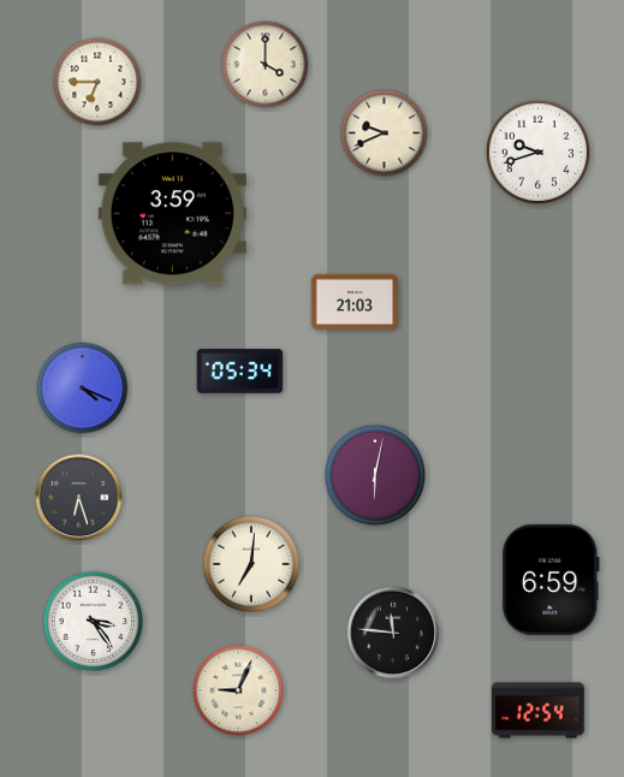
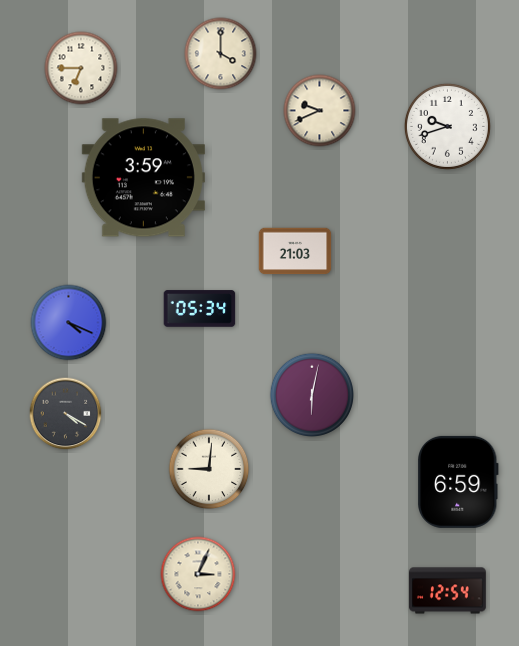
clock at (79, 498): 6:27 -> 4:20
clock at (251, 564): 7:01 -> 9:01
clock at (94, 622): 3:24 -> none
clock at (393, 633): 11:46 -> none
clock at (238, 690): 9:04 -> 3:04
